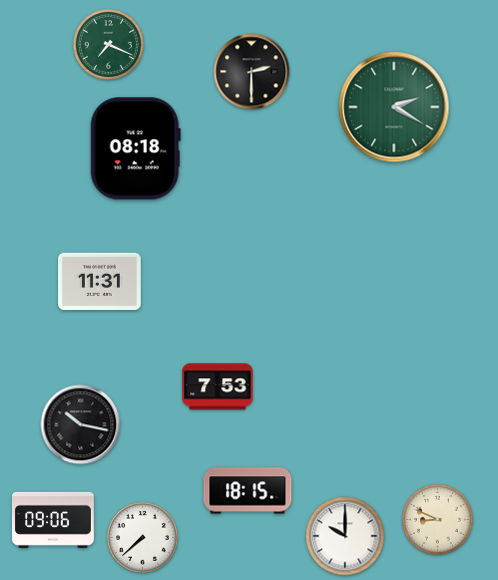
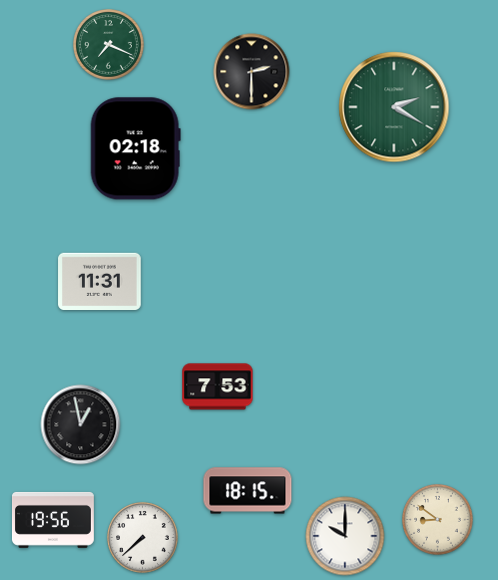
clock at (135, 149): 08:18 -> 02:18
clock at (81, 425): 10:17 -> 12:58
clock at (53, 520): 09:06 -> 19:56
clock at (438, 520): 8:49 -> 8:51
